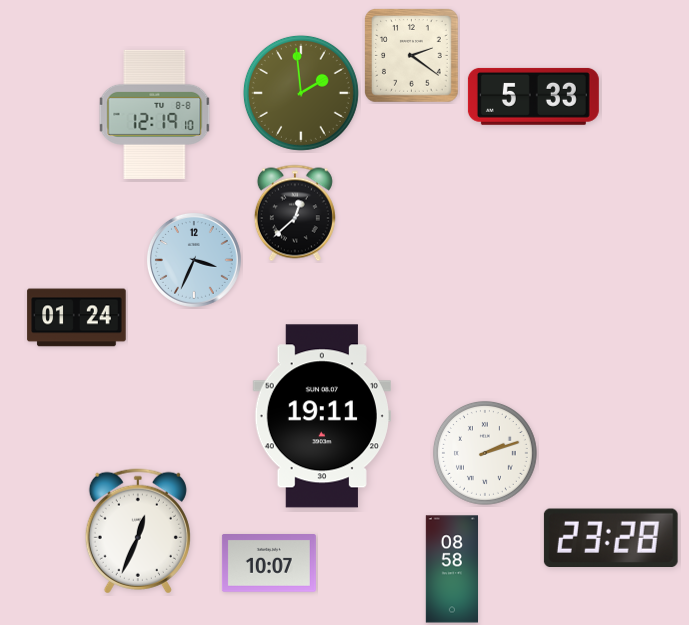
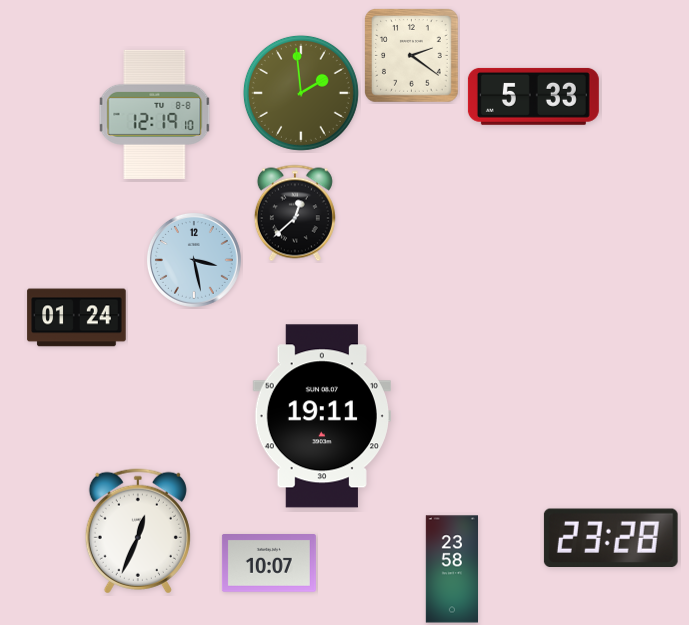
clock at (194, 260): 3:34 -> 3:28
clock at (485, 453): 2:12 -> none
clock at (452, 569): 08:58 -> 23:58
